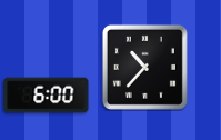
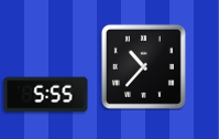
clock at (47, 96): 6:00 -> 5:55
